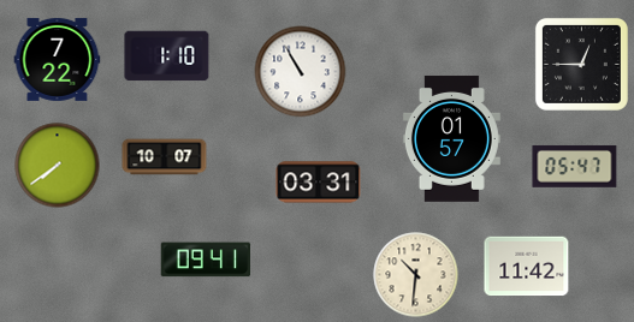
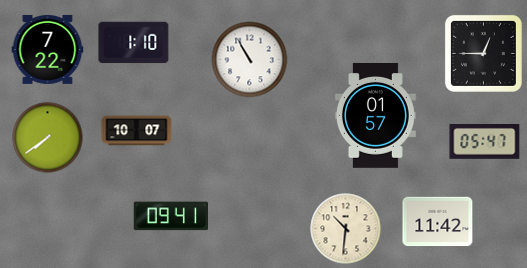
clock at (167, 56) position: (167, 56) -> (134, 43)
clock at (575, 166) position: (575, 166) -> (485, 141)
clock at (319, 183): 03:31 -> none
